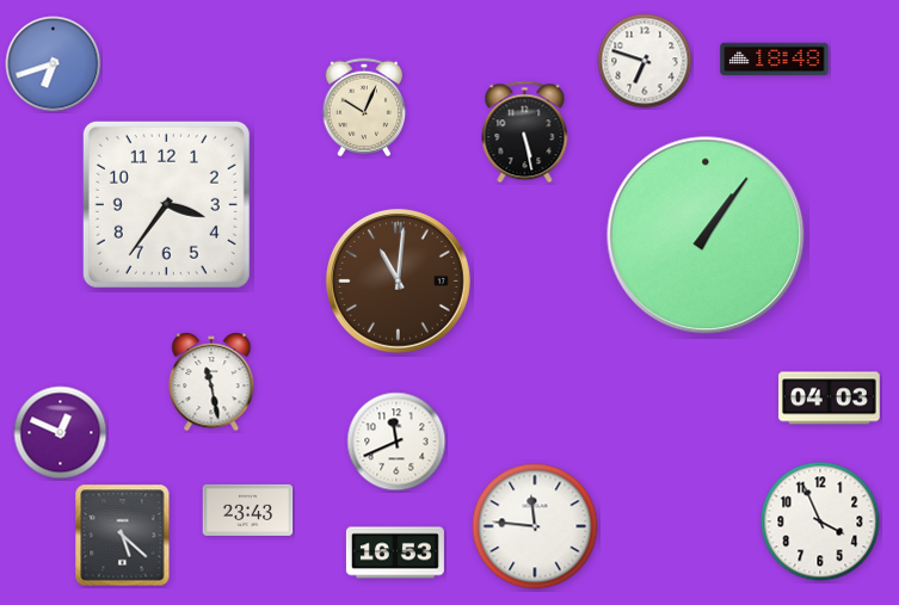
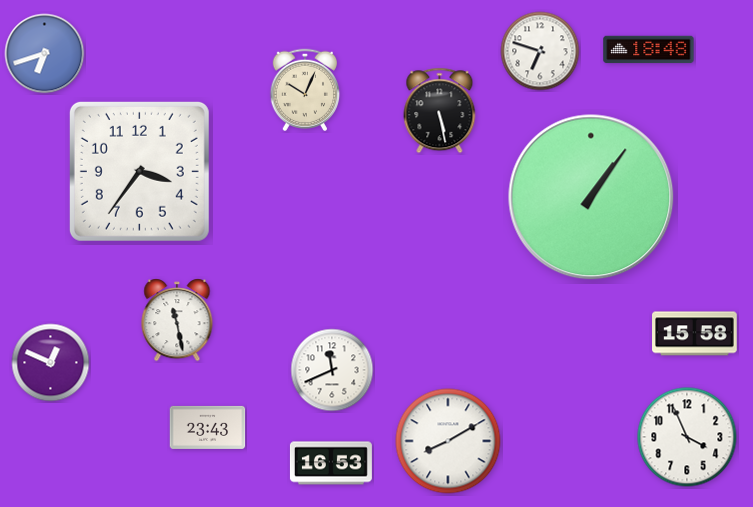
clock at (398, 280): 11:01 -> none
clock at (830, 399): 04:03 -> 15:58
clock at (535, 526): 11:46 -> 8:10
clock at (123, 536): 5:22 -> none
